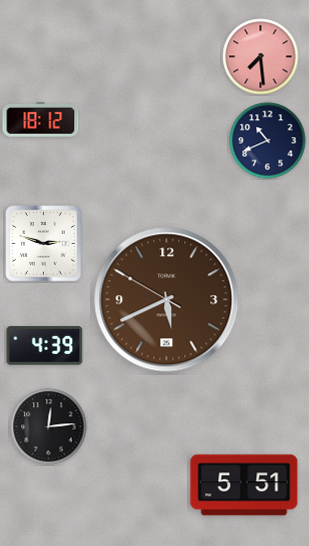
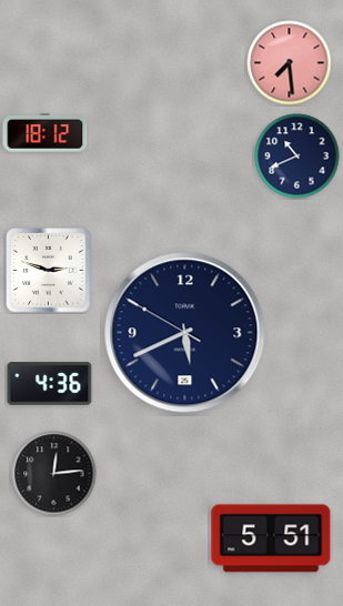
clock at (167, 300) dial: brown -> navy
clock at (45, 346): 4:39 -> 4:36
